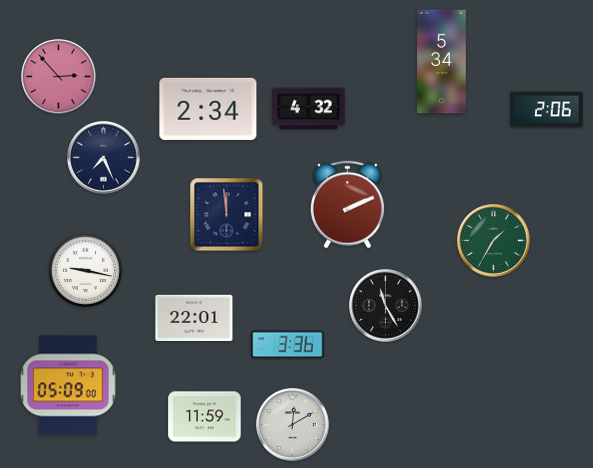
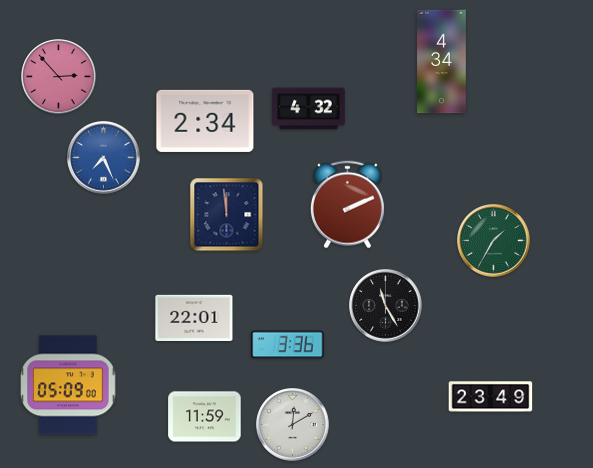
clock at (442, 62): 5:34 -> 4:34
clock at (208, 109) position: (208, 109) -> (205, 121)
clock at (547, 110): 2:06 -> none
clock at (104, 158) dial: navy -> blue
clock at (85, 270): 9:17 -> none
clock at (491, 397): none -> 23:49
